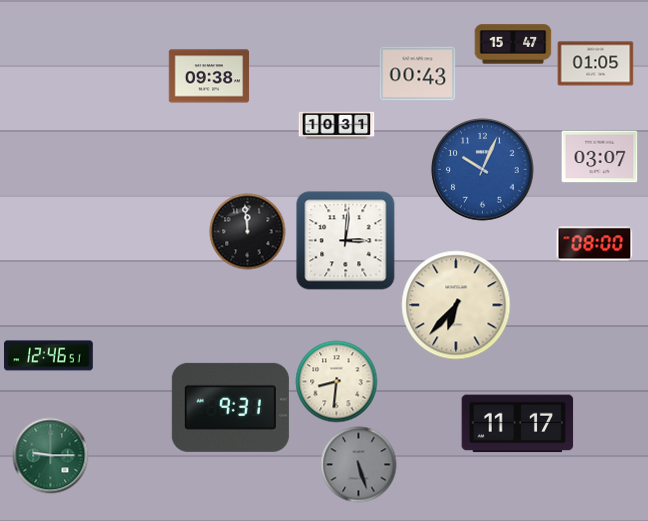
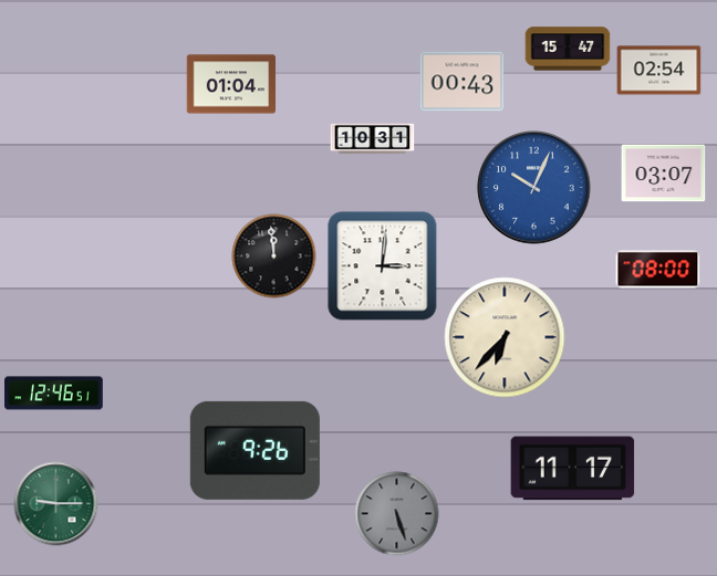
clock at (596, 64): 01:05 -> 02:54
clock at (209, 76): 09:38 -> 01:04
clock at (337, 382): 8:31 -> none
clock at (230, 407): 9:31 -> 9:26
